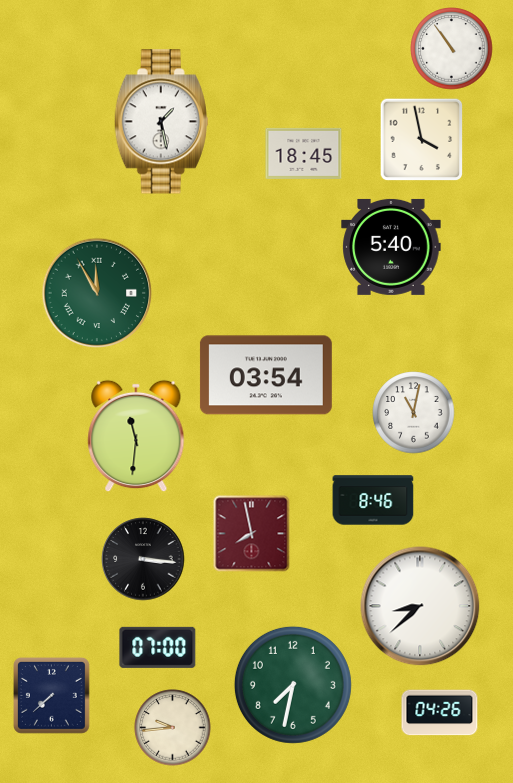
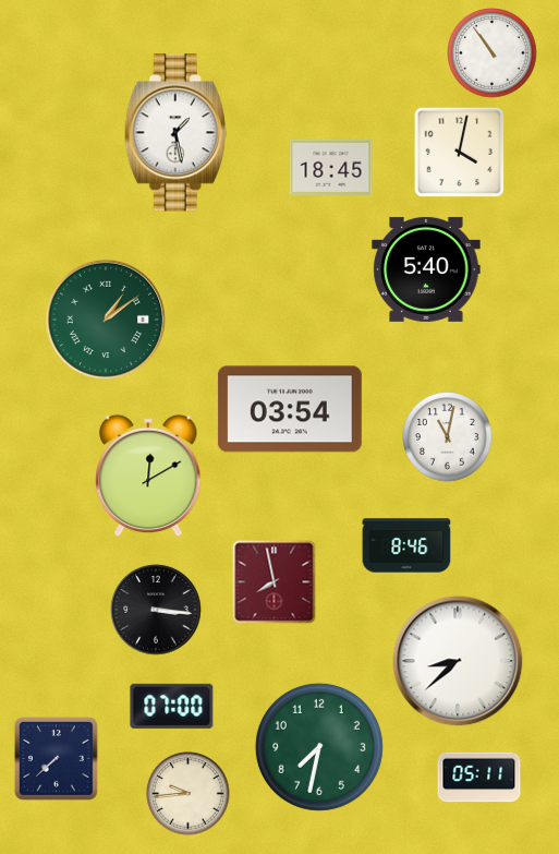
clock at (421, 139): 3:58 -> 4:02
clock at (97, 293): 11:55 -> 1:09
clock at (414, 413) position: (414, 413) -> (448, 437)
clock at (136, 436): 11:31 -> 12:10
clock at (440, 713): 04:26 -> 05:11
